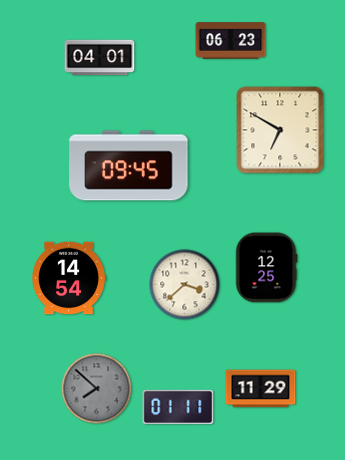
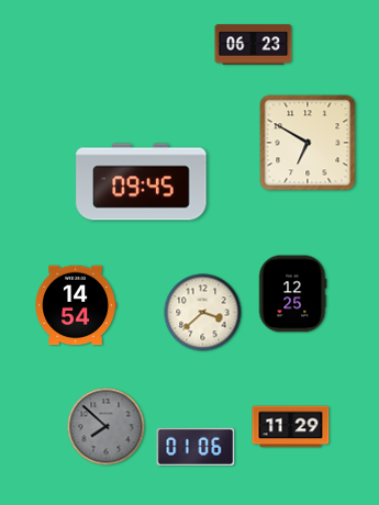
clock at (100, 58): 04:01 -> none
clock at (261, 389) position: (261, 389) -> (291, 427)
clock at (178, 407): 01:11 -> 01:06
